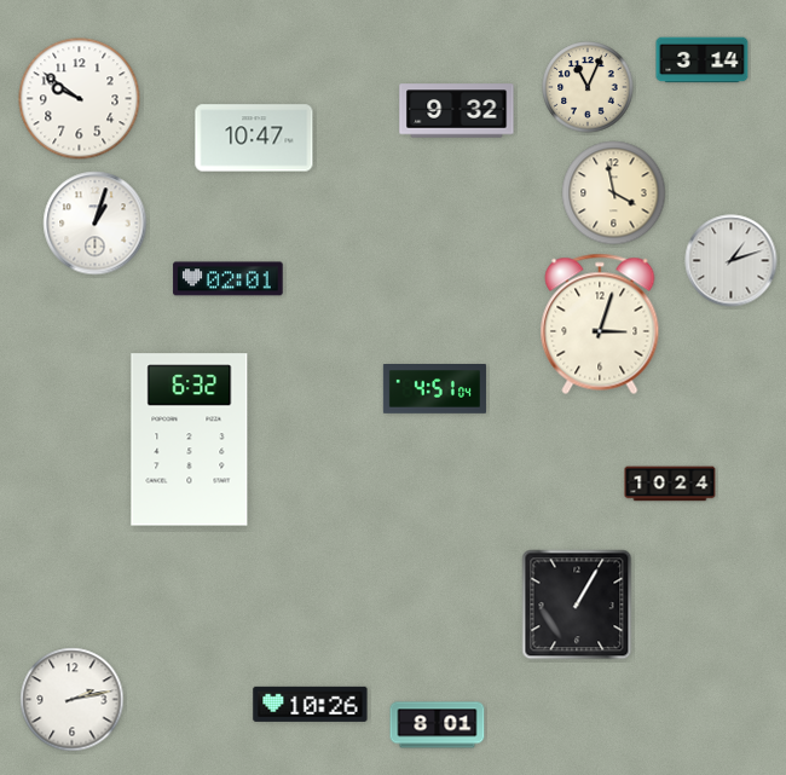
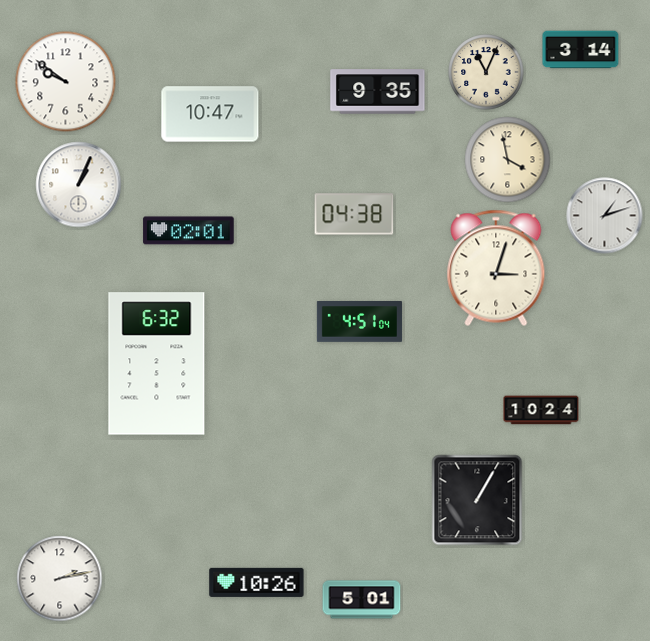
clock at (457, 111): 9:32 -> 9:35
clock at (96, 224): 1:03 -> 1:04
clock at (354, 214): none -> 04:38
clock at (670, 484) position: (670, 484) -> (541, 410)
clock at (438, 725): 8:01 -> 5:01
